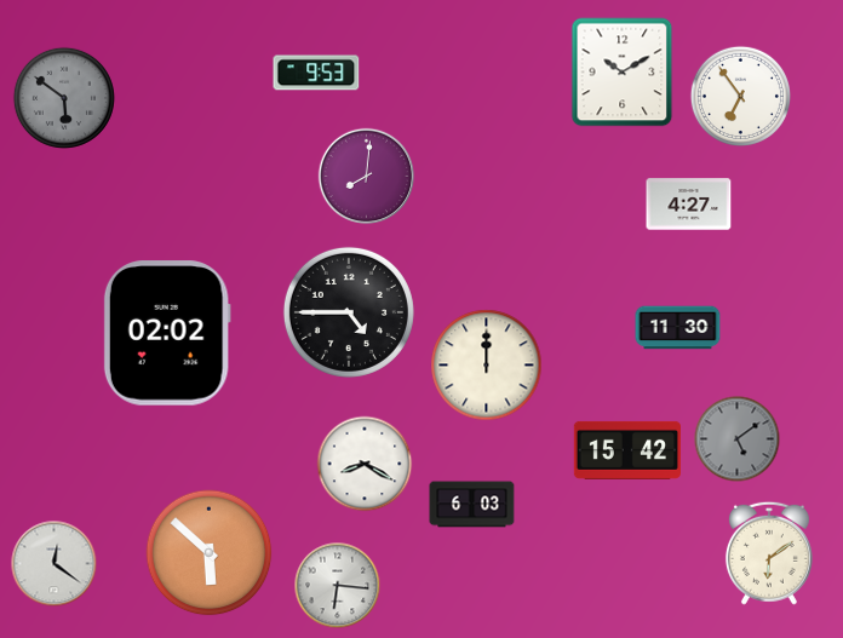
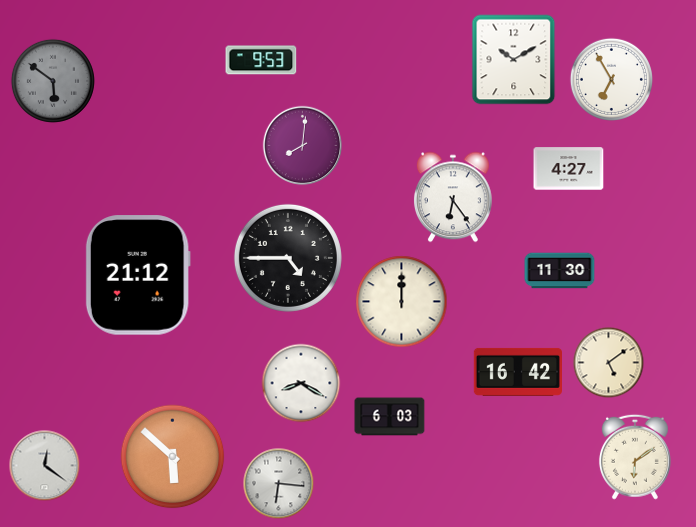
clock at (740, 96): 6:54 -> 6:55
clock at (453, 197): none -> 6:24
clock at (167, 333): 02:02 -> 21:12
clock at (738, 439) dial: grey -> cream
clock at (626, 450): 15:42 -> 16:42
